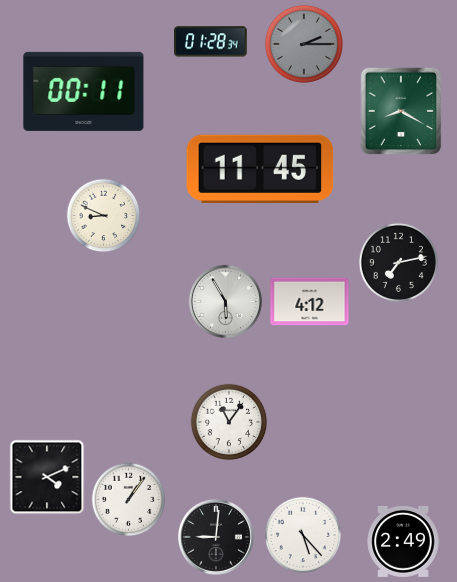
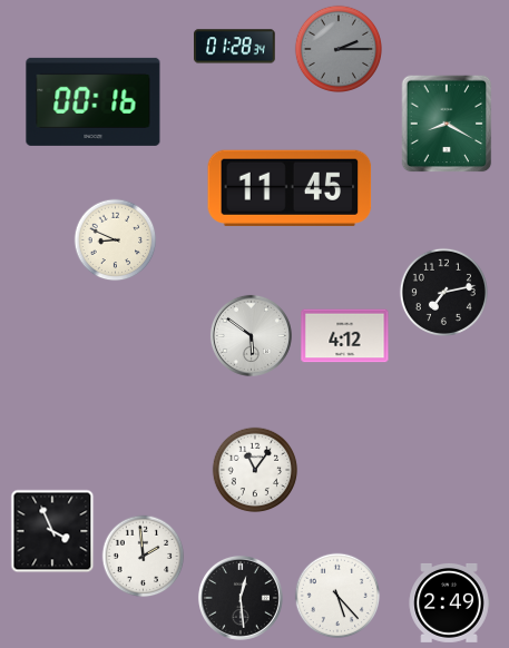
clock at (84, 91): 00:11 -> 00:16
clock at (225, 301): 5:55 -> 5:51
clock at (47, 477): 4:11 -> 3:56
clock at (129, 500): 1:06 -> 1:59
clock at (216, 537): 9:01 -> 12:29
